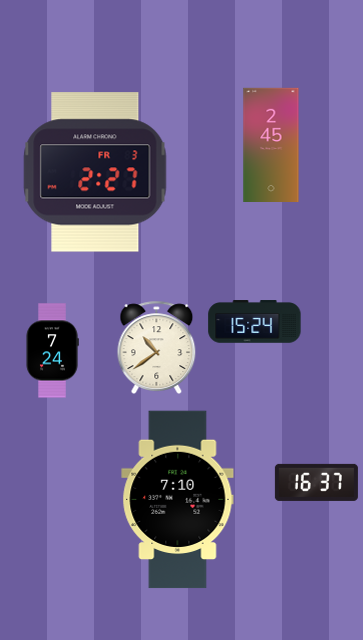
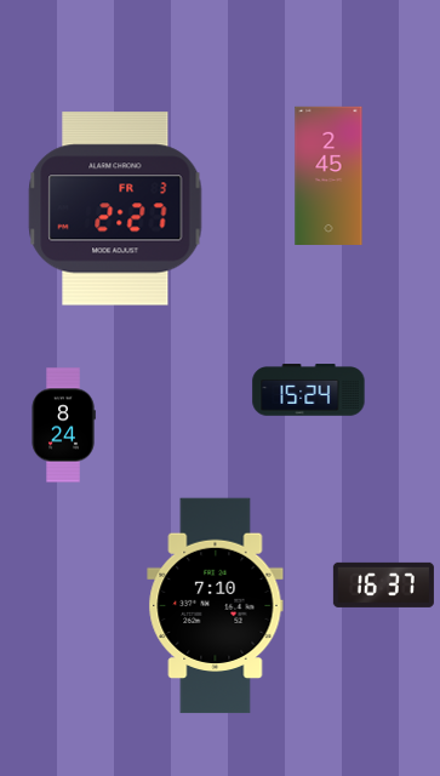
clock at (157, 347): 10:39 -> none
clock at (52, 351): 7:24 -> 8:24
